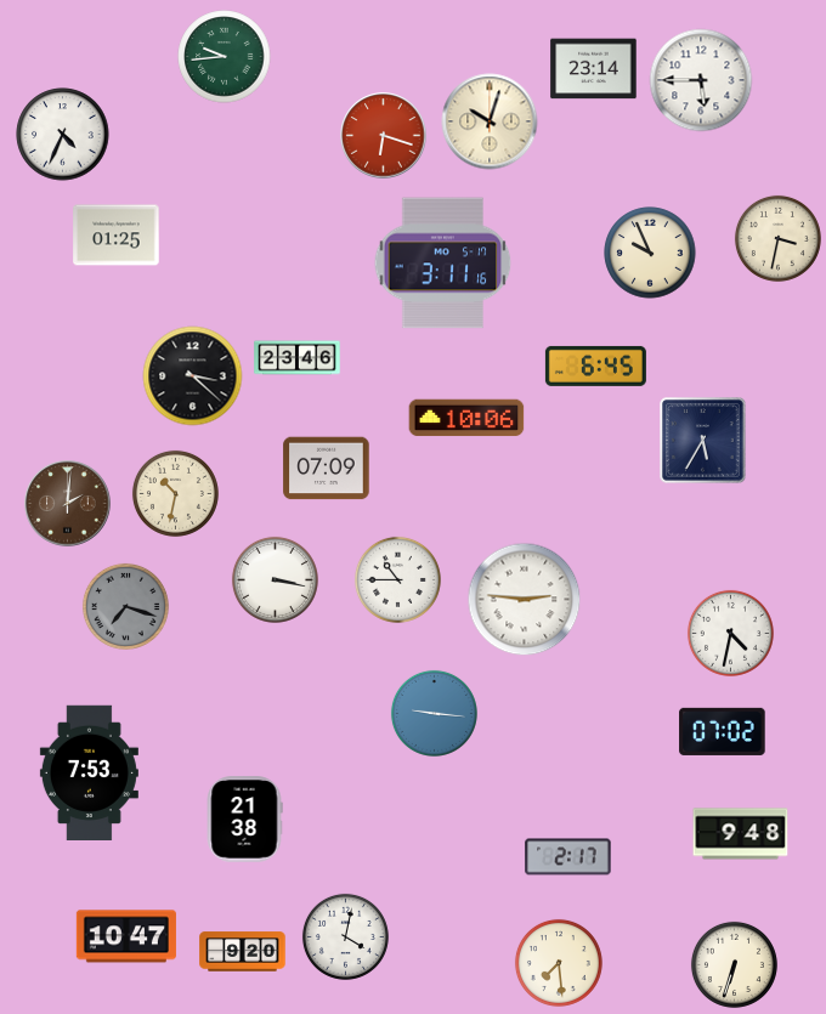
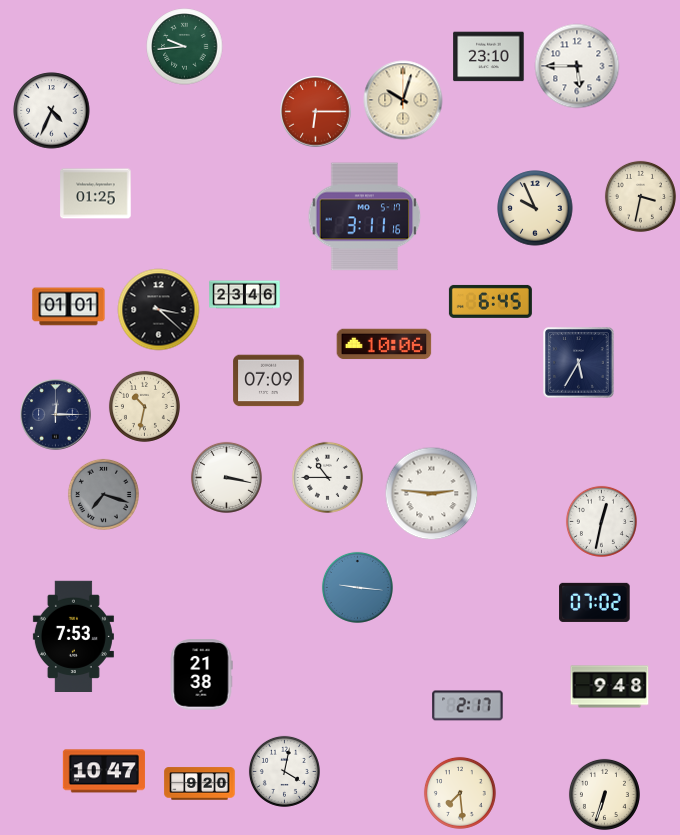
clock at (594, 69): 23:14 -> 23:10
clock at (384, 136): 6:18 -> 6:15
clock at (69, 307): none -> 01:01
clock at (327, 469) position: (327, 469) -> (269, 381)
clock at (68, 504): 2:01 -> 12:15
clock at (68, 504) dial: brown -> navy
clock at (125, 606) position: (125, 606) -> (103, 494)
clock at (730, 633): 4:32 -> 12:32
